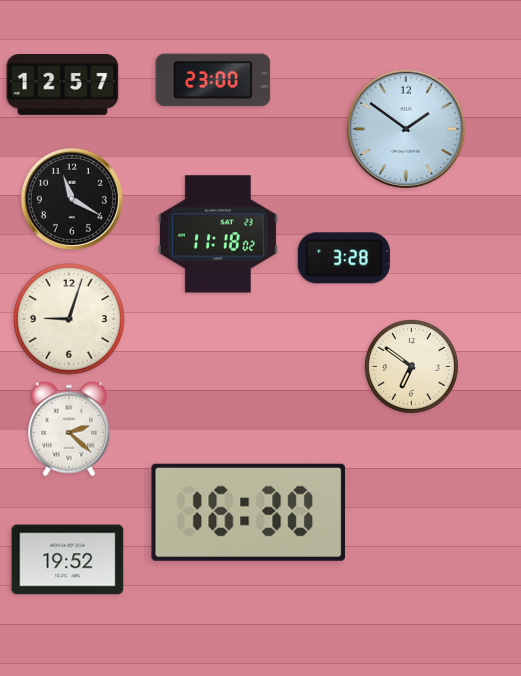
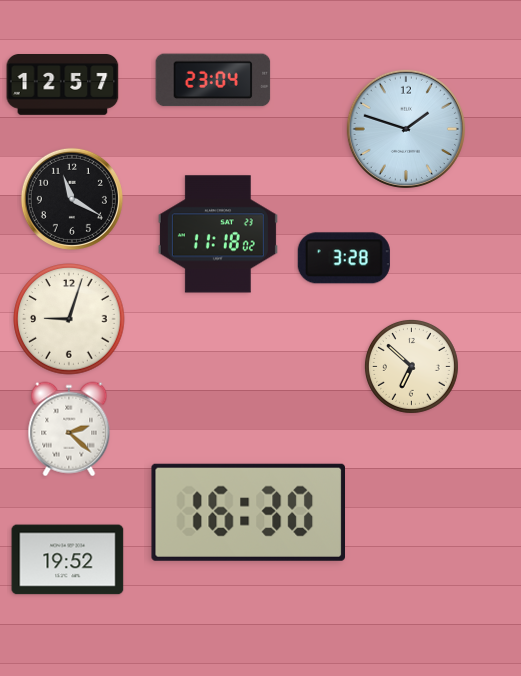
clock at (213, 80): 23:00 -> 23:04
clock at (406, 129): 1:51 -> 1:48
clock at (411, 366): 6:51 -> 6:52
